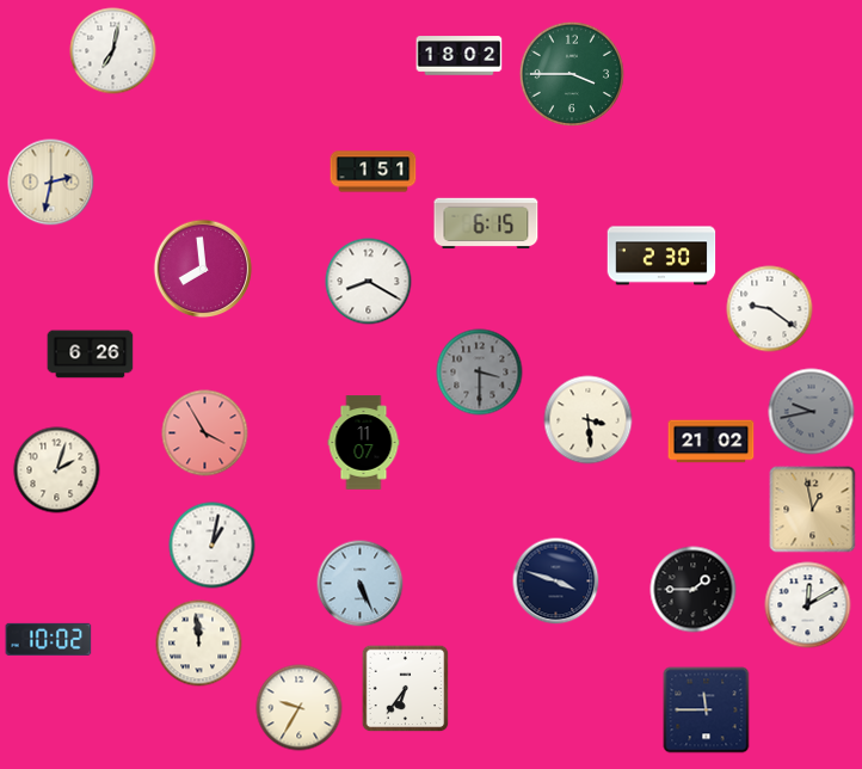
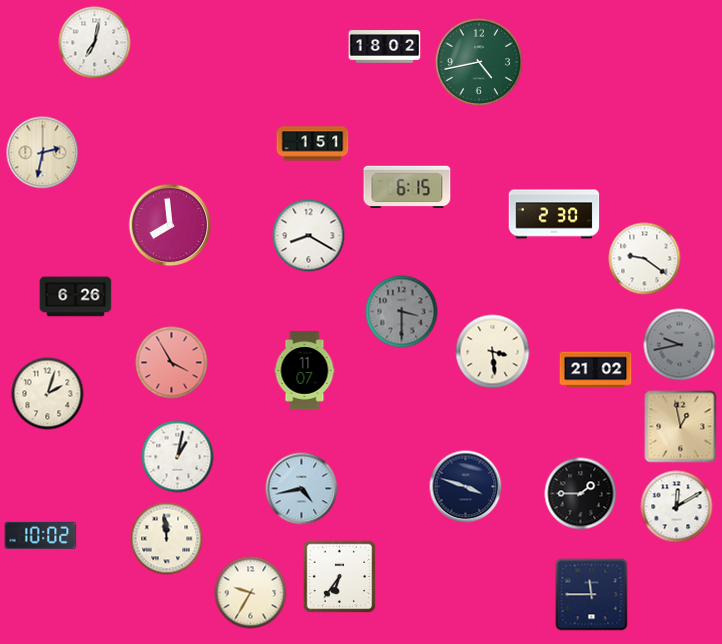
clock at (571, 73): 3:45 -> 4:43
clock at (361, 584): 5:26 -> 4:43
